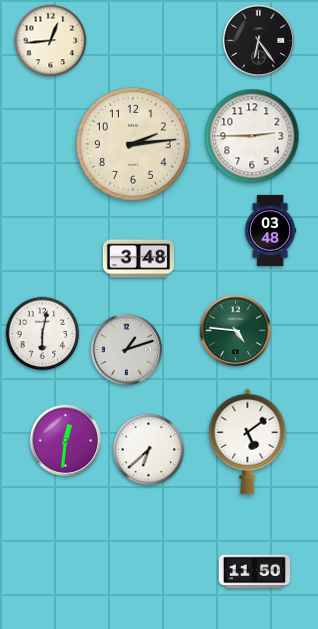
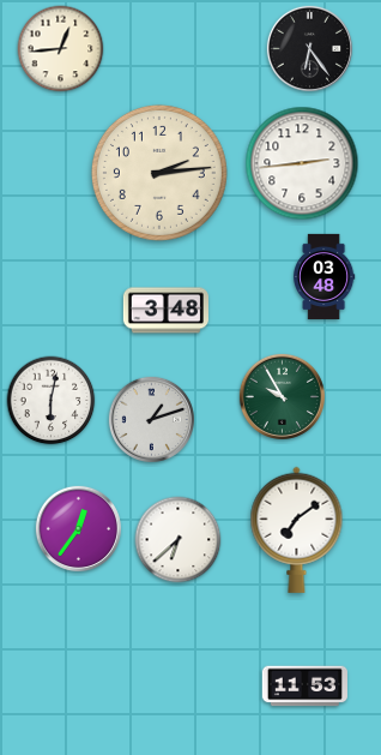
clock at (252, 136): 2:45 -> 2:44
clock at (235, 330): 4:46 -> 9:55
clock at (65, 440): 12:31 -> 12:36
clock at (248, 441): 5:09 -> 7:09
clock at (254, 572): 11:50 -> 11:53
